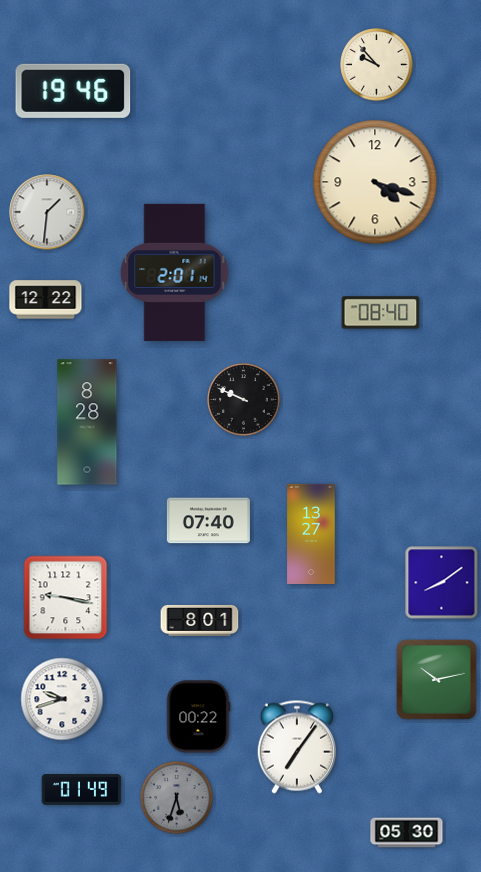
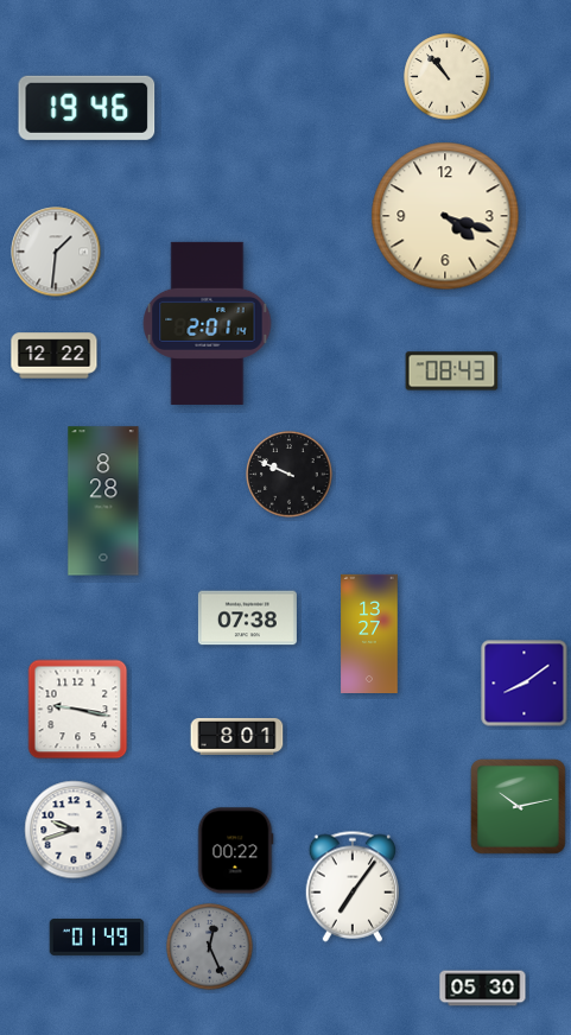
clock at (377, 65): 9:53 -> 10:53
clock at (381, 313): 08:40 -> 08:43
clock at (208, 521): 07:40 -> 07:38
clock at (442, 583) position: (442, 583) -> (525, 684)
clock at (177, 798): 5:33 -> 12:26
